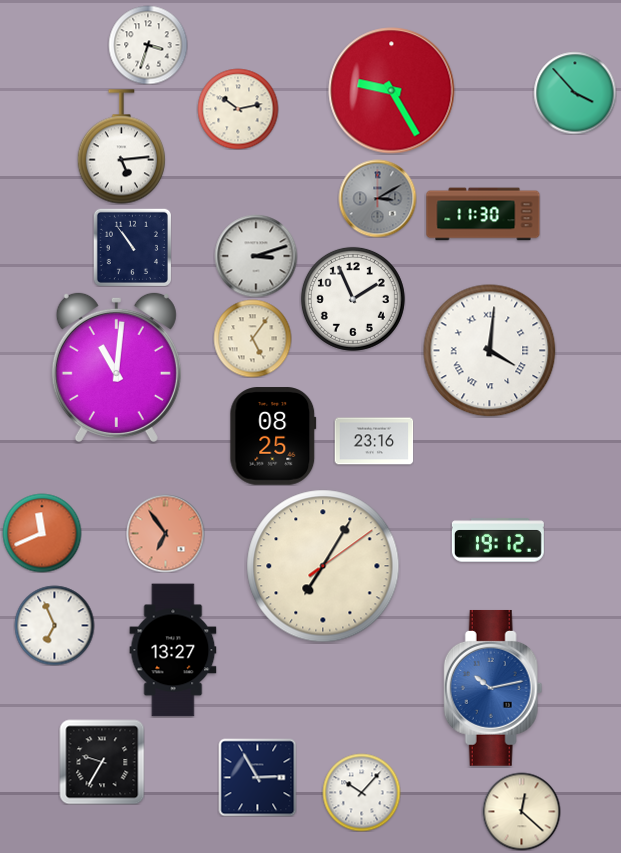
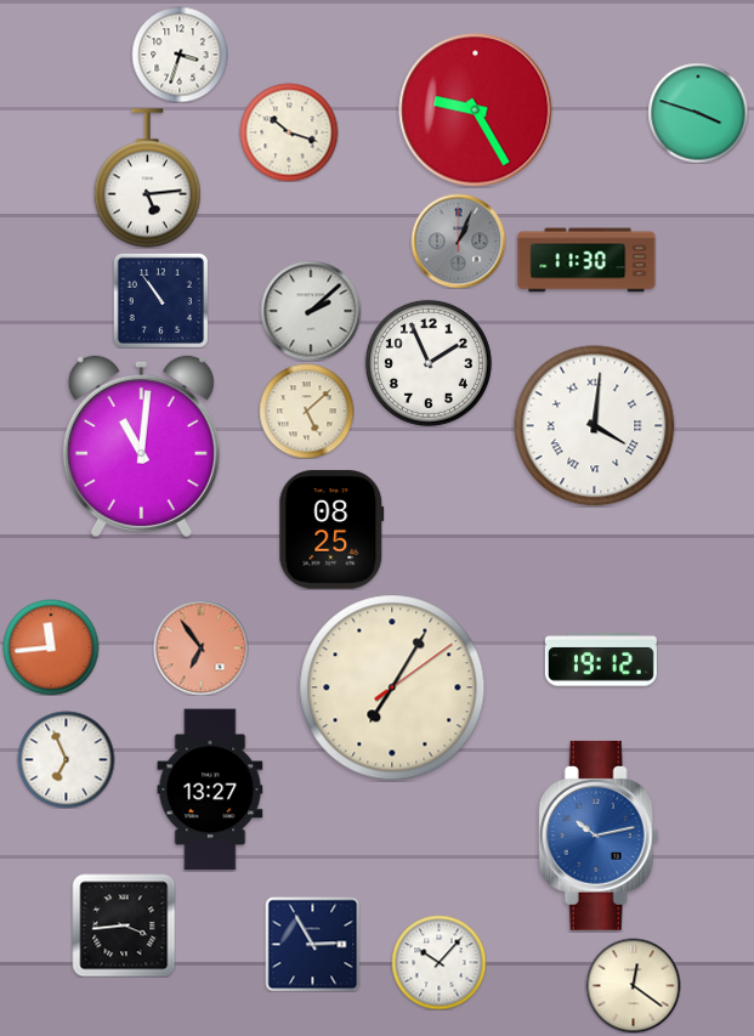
clock at (575, 93): 3:53 -> 3:48
clock at (238, 109): 10:13 -> 10:18
clock at (377, 198): 3:10 -> 1:04
clock at (256, 256): 3:12 -> 2:08
clock at (252, 338): 5:06 -> 5:08
clock at (374, 441): 23:16 -> none
clock at (42, 533): 11:41 -> 11:44
clock at (498, 540) position: (498, 540) -> (601, 659)
clock at (102, 762): 9:35 -> 3:44
clock at (521, 811): 12:22 -> 12:21
